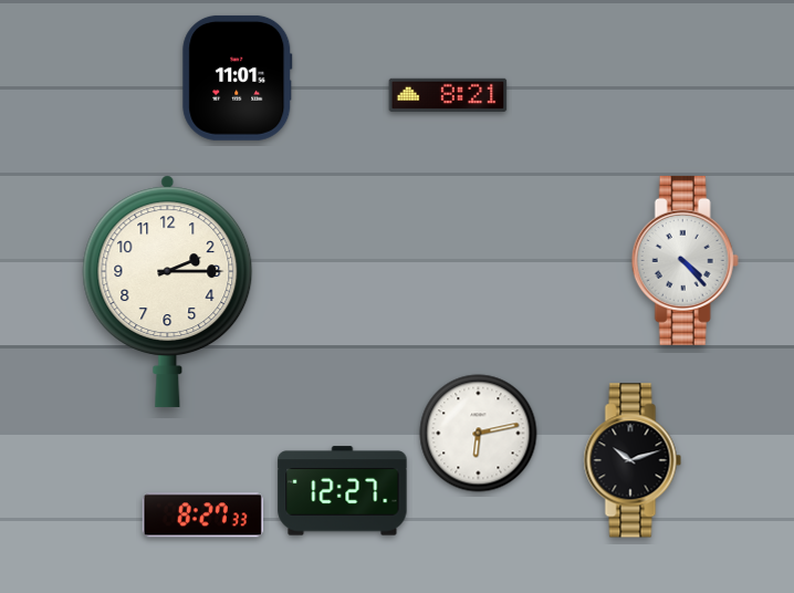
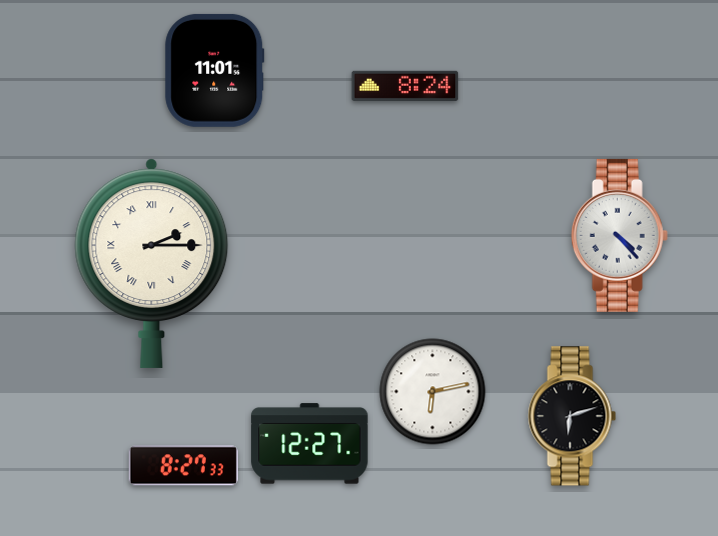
clock at (448, 95): 8:21 -> 8:24
clock at (168, 291) numerals: Arabic -> Roman
clock at (633, 460): 10:12 -> 6:12
